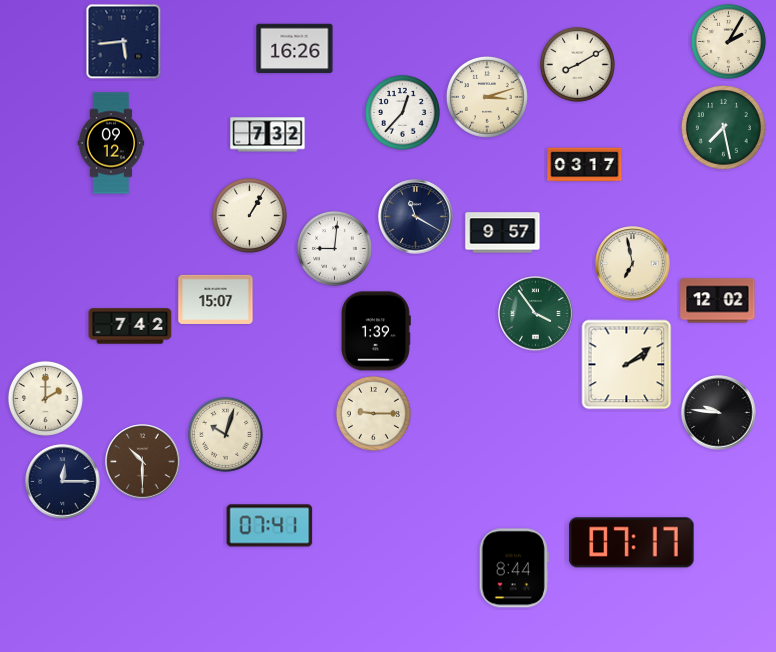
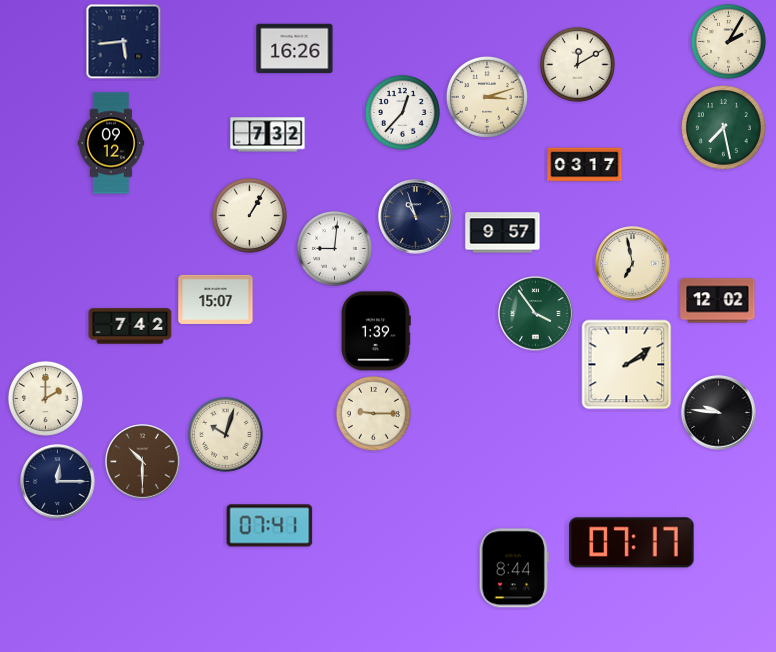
clock at (577, 64): 8:10 -> 12:10
clock at (416, 217): 11:20 -> 10:57
clock at (63, 482) position: (63, 482) -> (58, 482)
